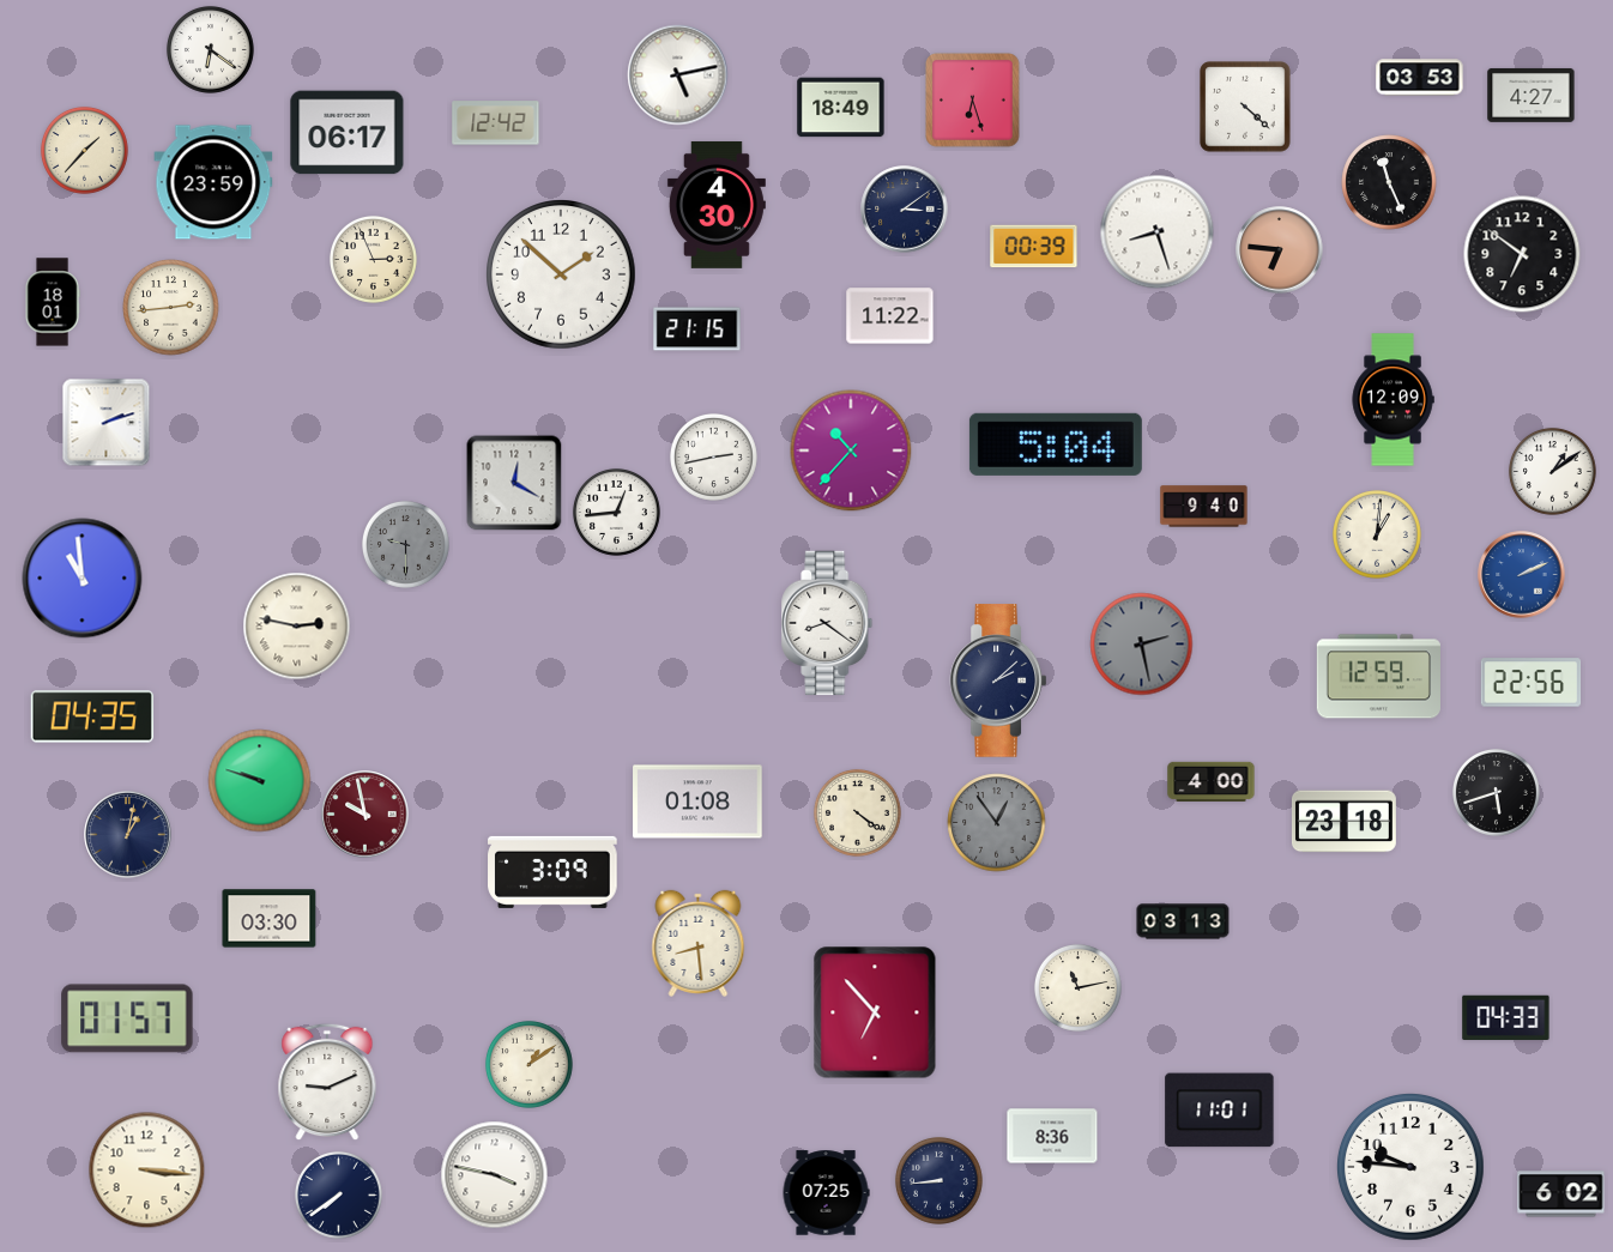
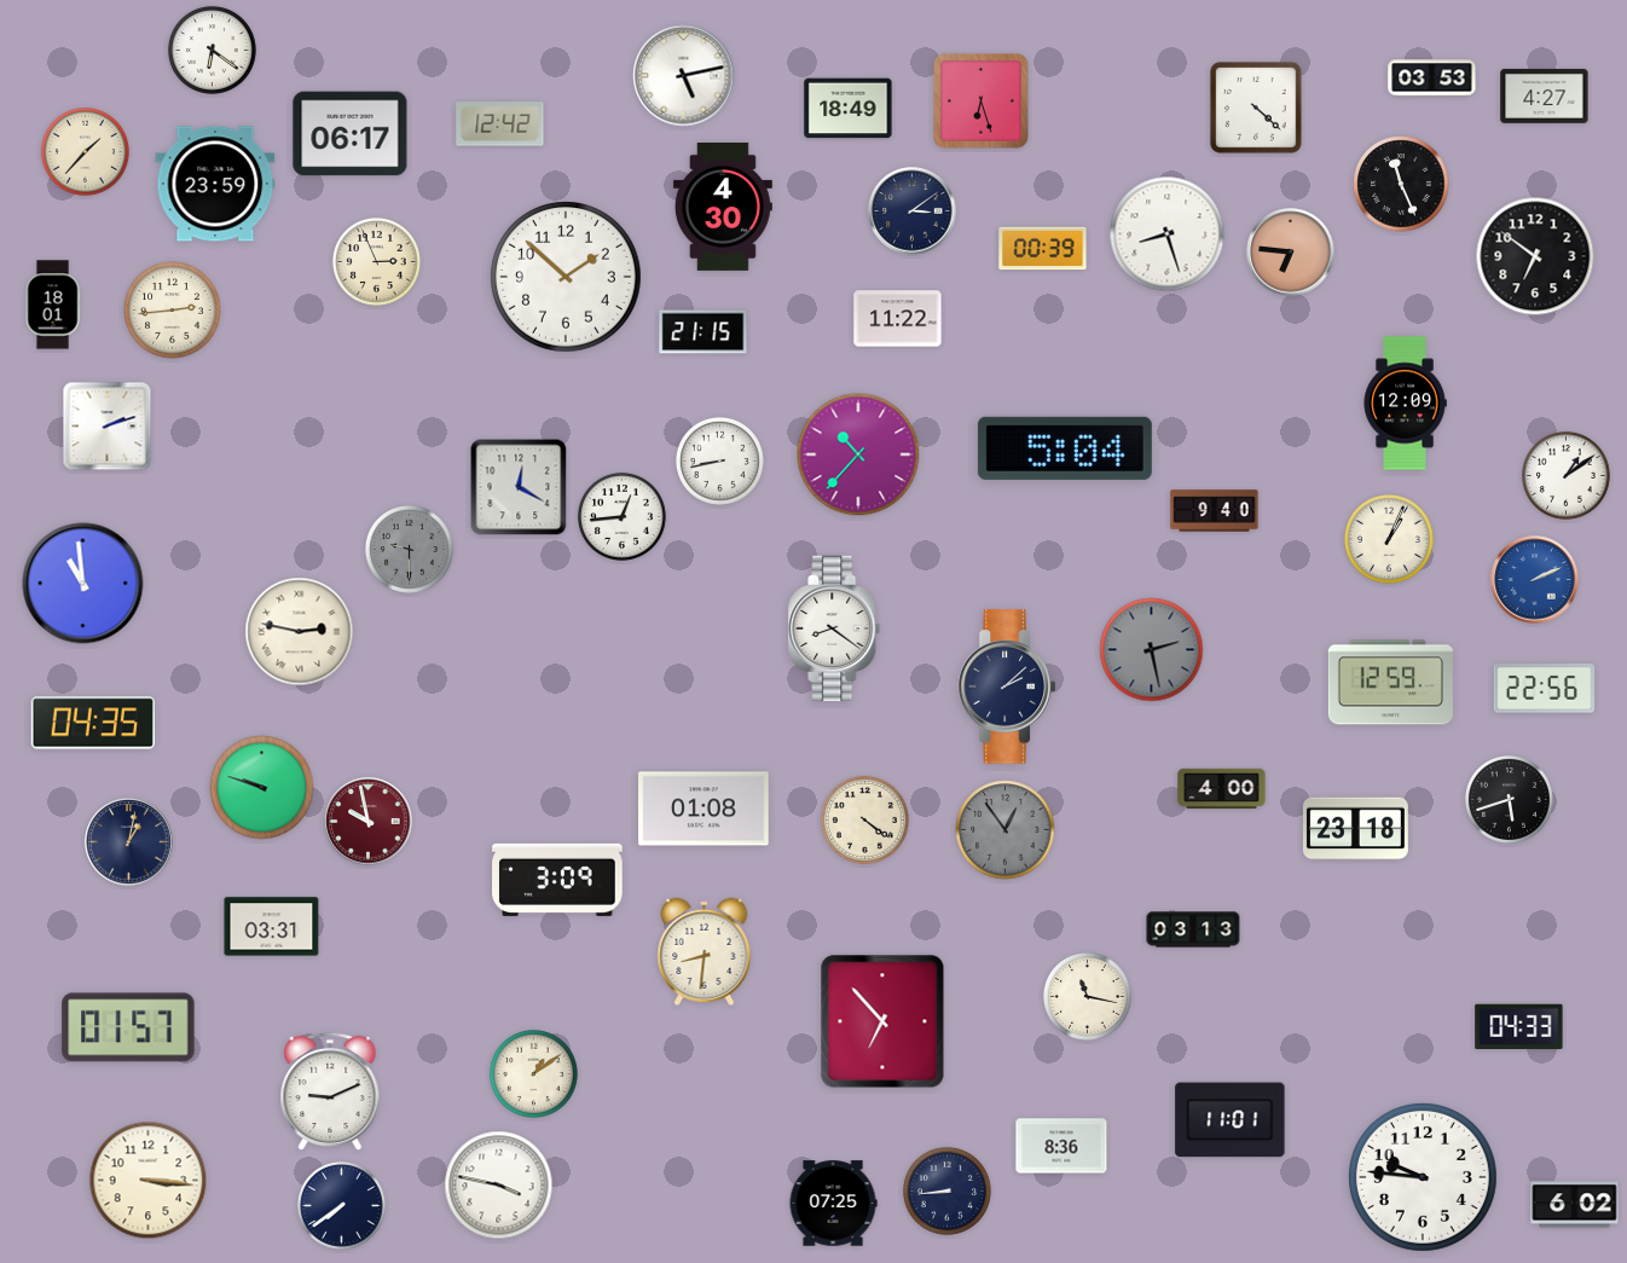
clock at (713, 456): 2:43 -> 8:43
clock at (1378, 536): 1:01 -> 1:04
clock at (270, 919): 03:30 -> 03:31
clock at (699, 943): 8:29 -> 8:31
clock at (1077, 987): 11:13 -> 11:17
